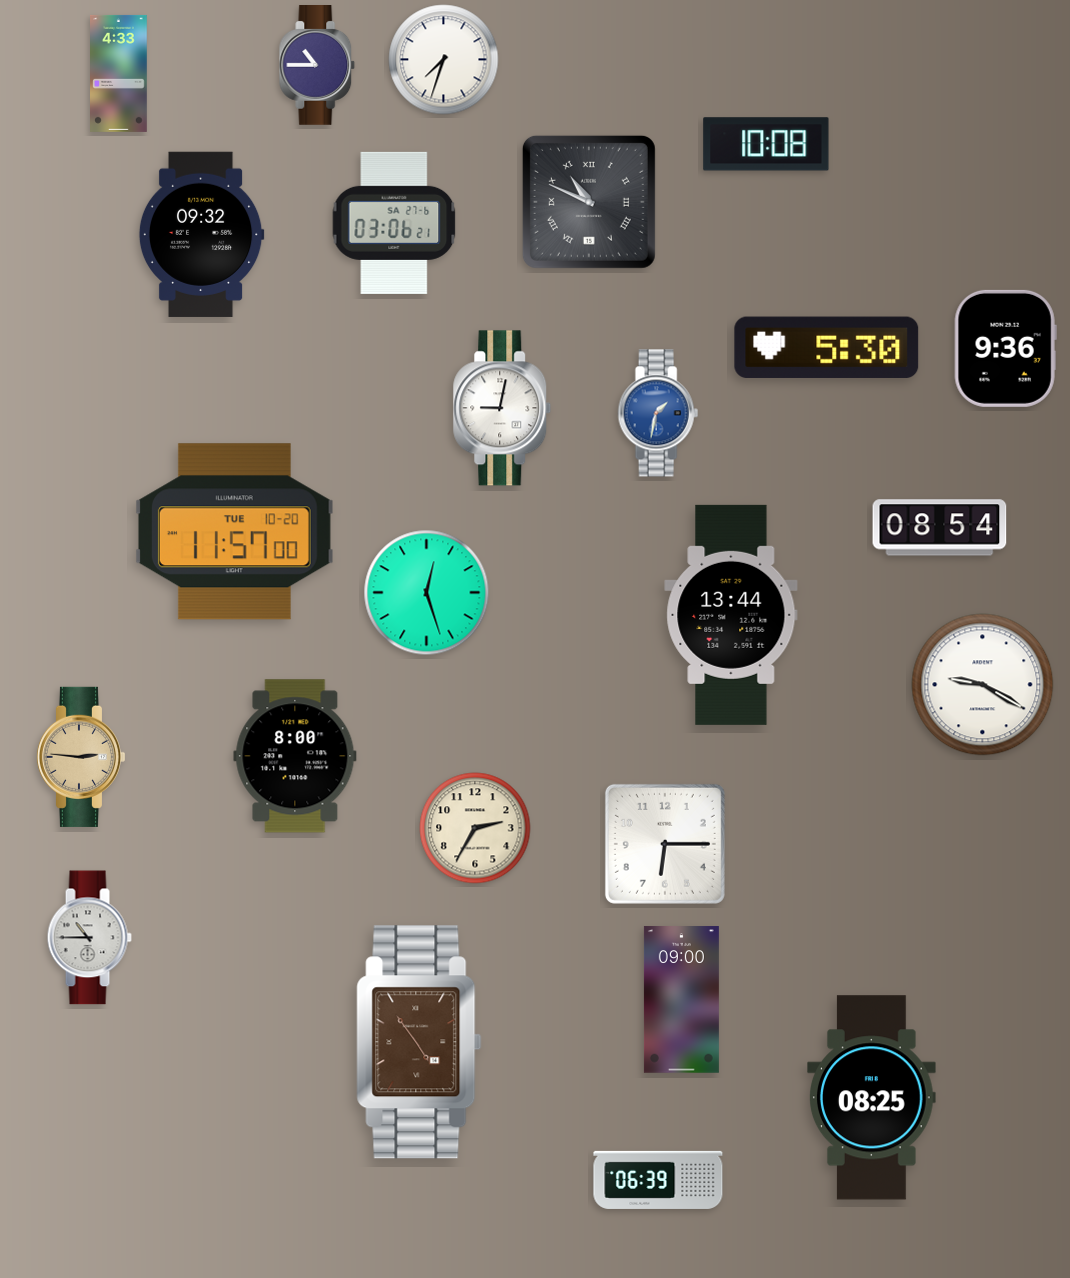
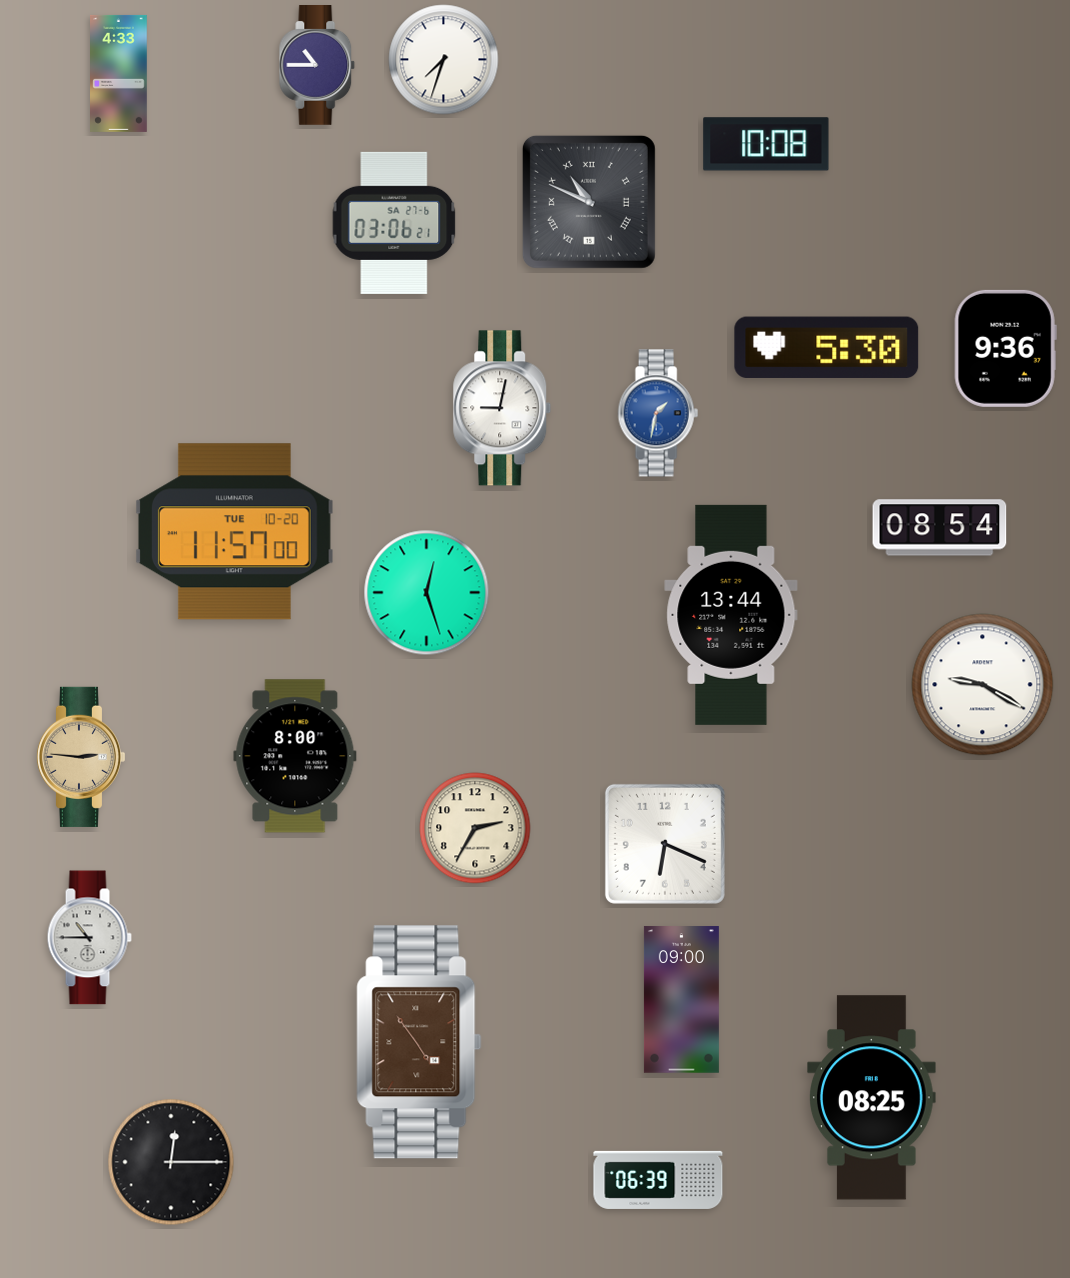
clock at (201, 234): 09:32 -> none
clock at (665, 844): 6:15 -> 6:19
clock at (171, 1162): none -> 12:15
